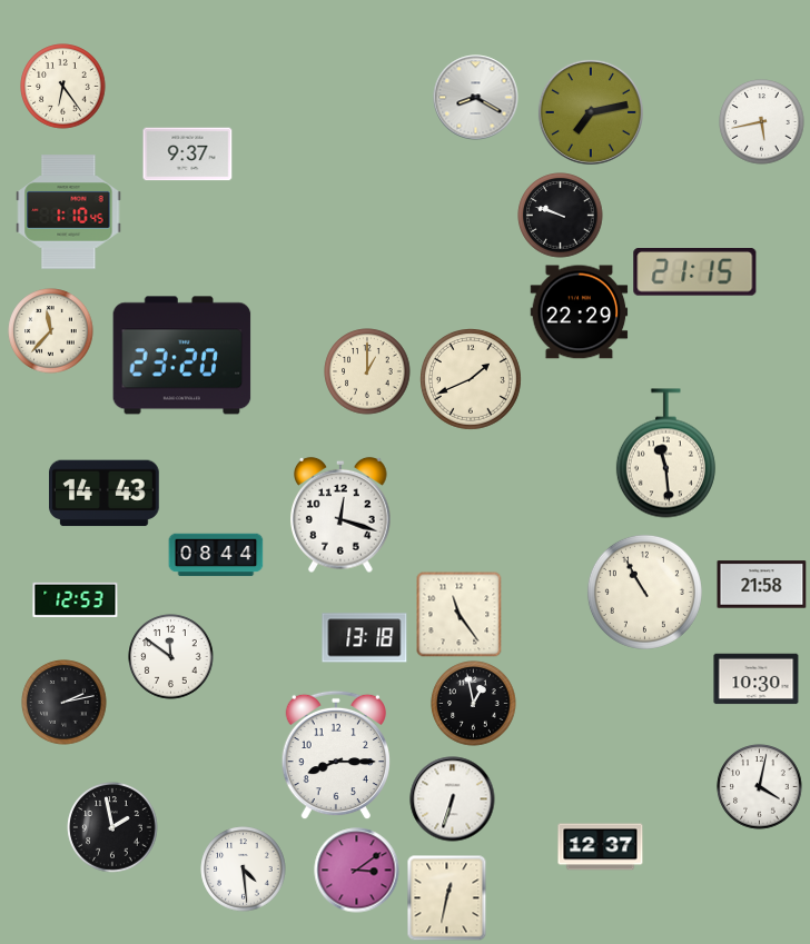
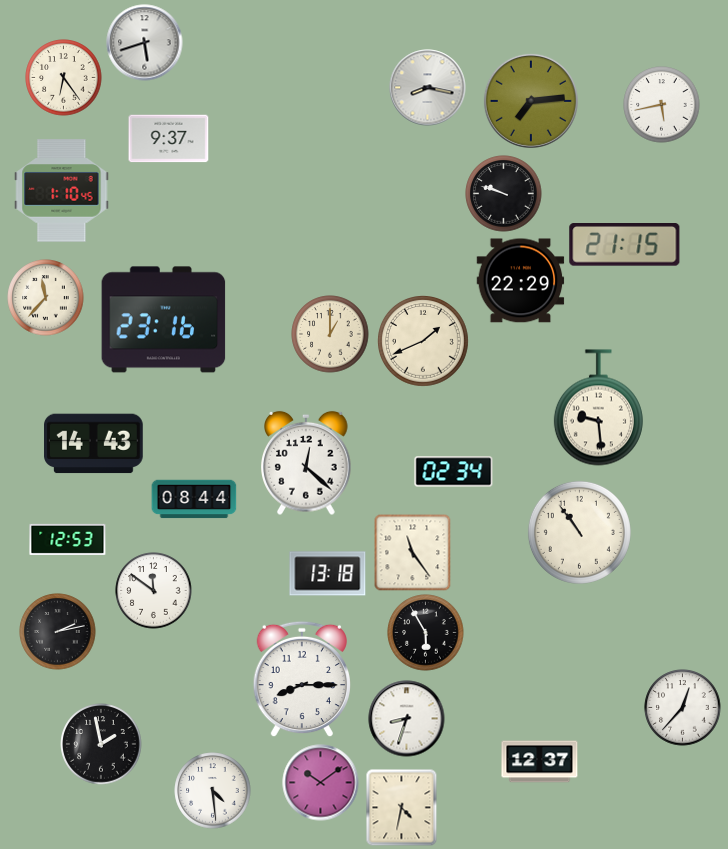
clock at (145, 43): none -> 5:42
clock at (63, 87) position: (63, 87) -> (64, 78)
clock at (476, 98): 8:20 -> 8:17
clock at (591, 112): 7:13 -> 7:14
clock at (762, 122) position: (762, 122) -> (662, 105)
clock at (182, 356): 23:20 -> 23:16
clock at (665, 454): 11:29 -> 9:29
clock at (340, 515): 12:18 -> 12:22
clock at (454, 472): none -> 02:34
clock at (762, 585): 21:58 -> none
clock at (644, 592): 10:55 -> 10:54
clock at (757, 679): 10:30 -> none
clock at (474, 704): 12:58 -> 5:55
clock at (760, 787): 4:02 -> 12:37
clock at (453, 799): 6:33 -> 8:33
clock at (244, 870) position: (244, 870) -> (213, 791)
clock at (357, 871): 3:09 -> 10:09
clock at (447, 897): 12:32 -> 4:32
